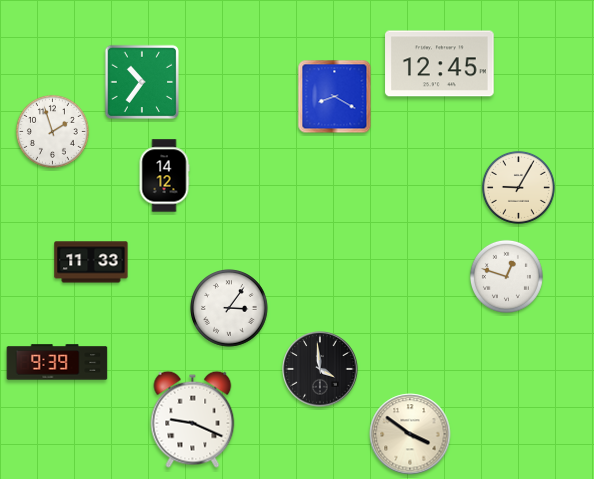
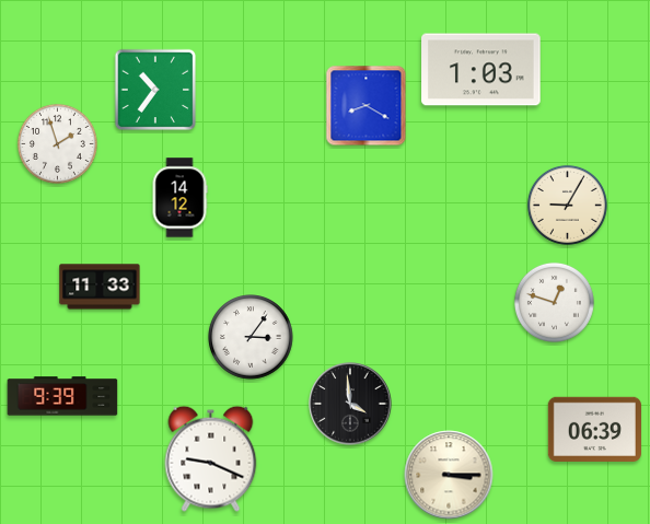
clock at (440, 64): 12:45 -> 1:03
clock at (164, 176) position: (164, 176) -> (179, 198)
clock at (594, 429): none -> 06:39
clock at (410, 434): 3:51 -> 3:15
